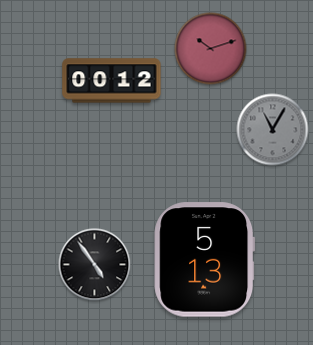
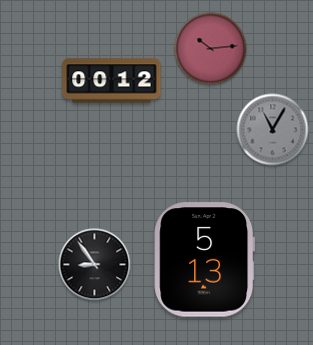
clock at (211, 49): 10:12 -> 10:14
clock at (95, 265): 4:54 -> 8:54
